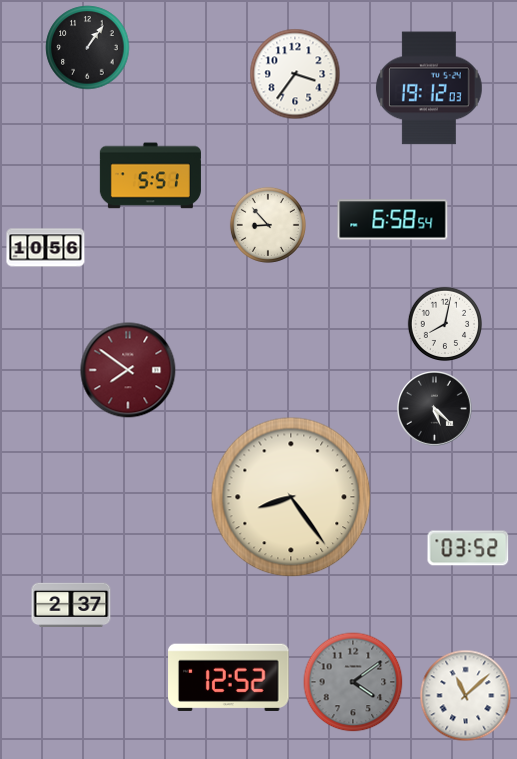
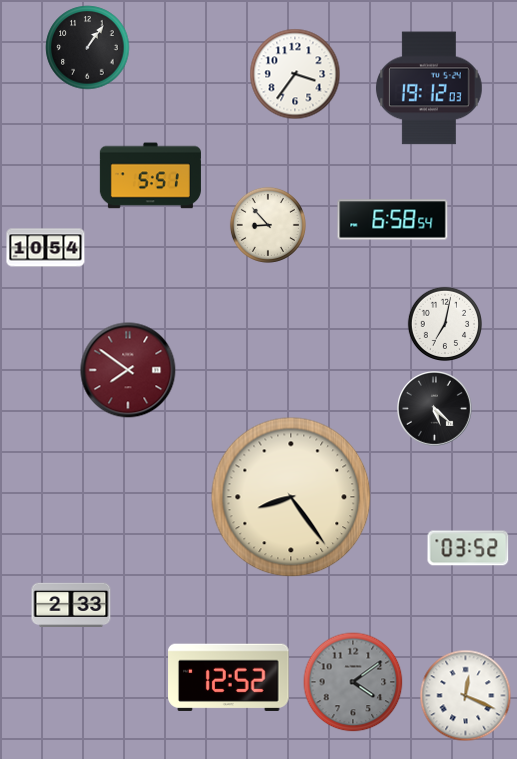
clock at (46, 248): 10:56 -> 10:54
clock at (444, 323): 8:02 -> 7:02
clock at (71, 604): 2:37 -> 2:33
clock at (466, 696): 11:08 -> 12:19
